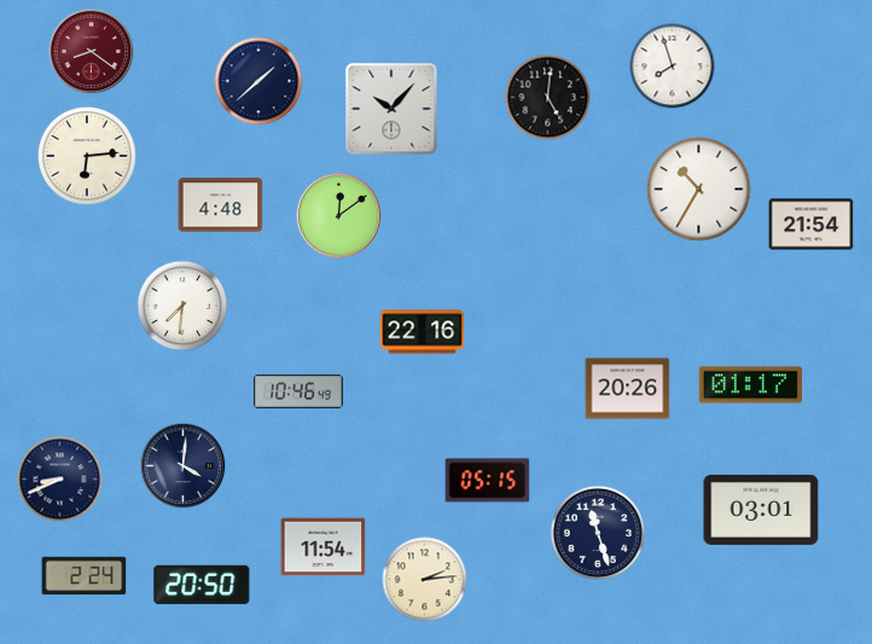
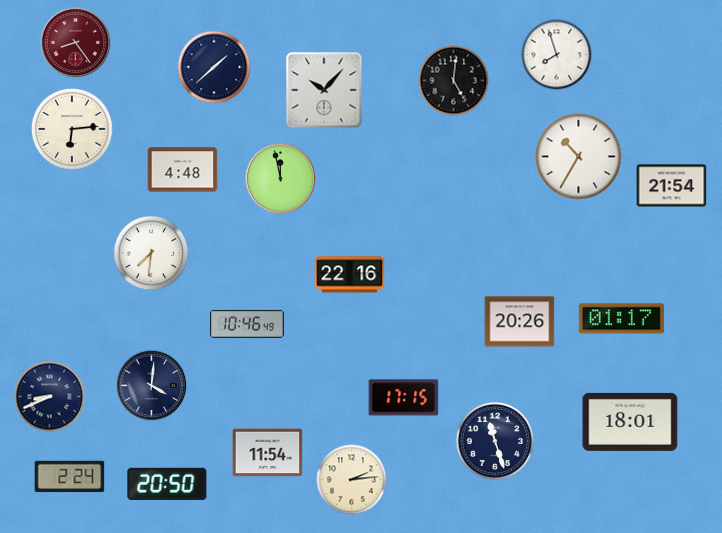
clock at (92, 52): 8:21 -> 8:24
clock at (339, 216): 12:09 -> 11:58
clock at (488, 481): 05:15 -> 17:15
clock at (761, 510): 03:01 -> 18:01
